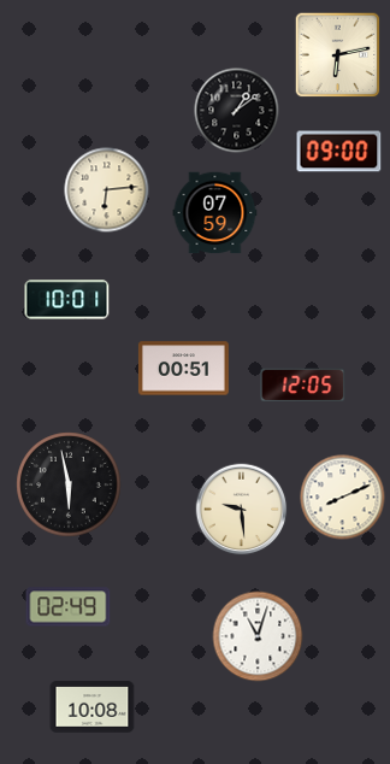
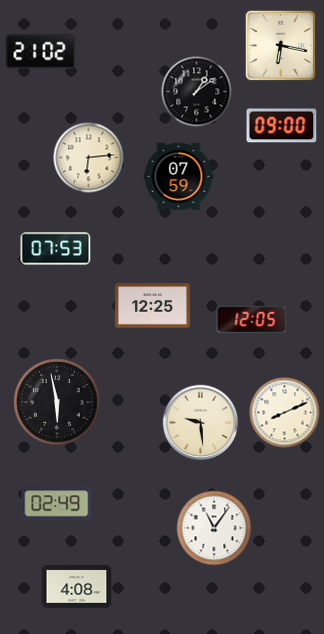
clock at (338, 55): 6:13 -> 6:17
clock at (41, 52): none -> 21:02
clock at (67, 300): 10:01 -> 07:53
clock at (183, 369): 00:51 -> 12:25
clock at (258, 636): 11:03 -> 11:06
clock at (93, 707): 10:08 -> 4:08
